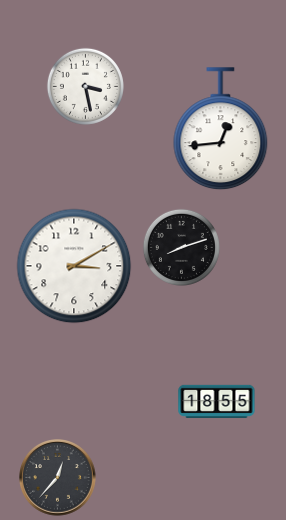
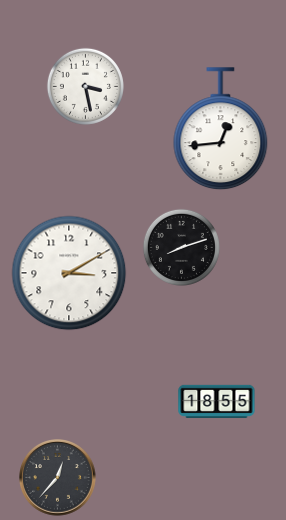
clock at (74, 266) position: (74, 266) -> (69, 273)
